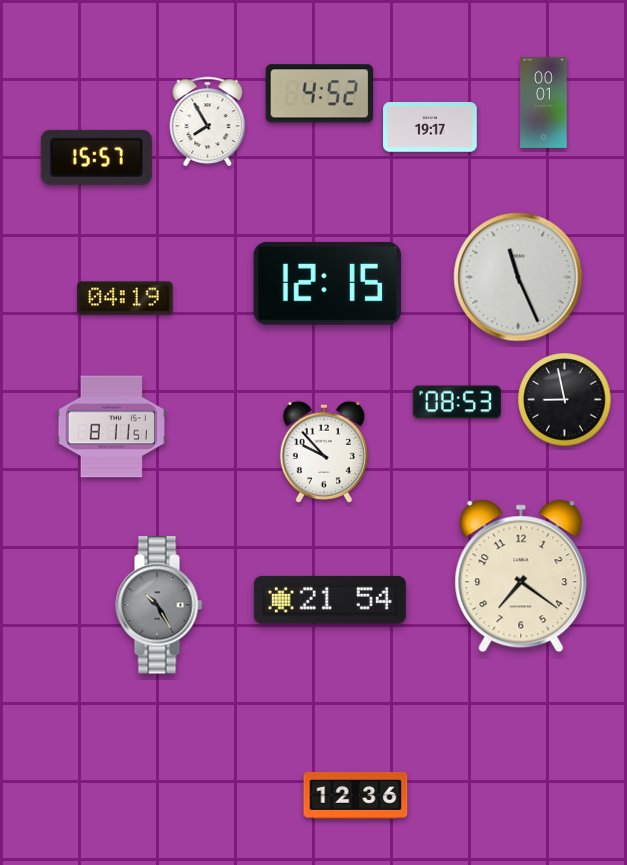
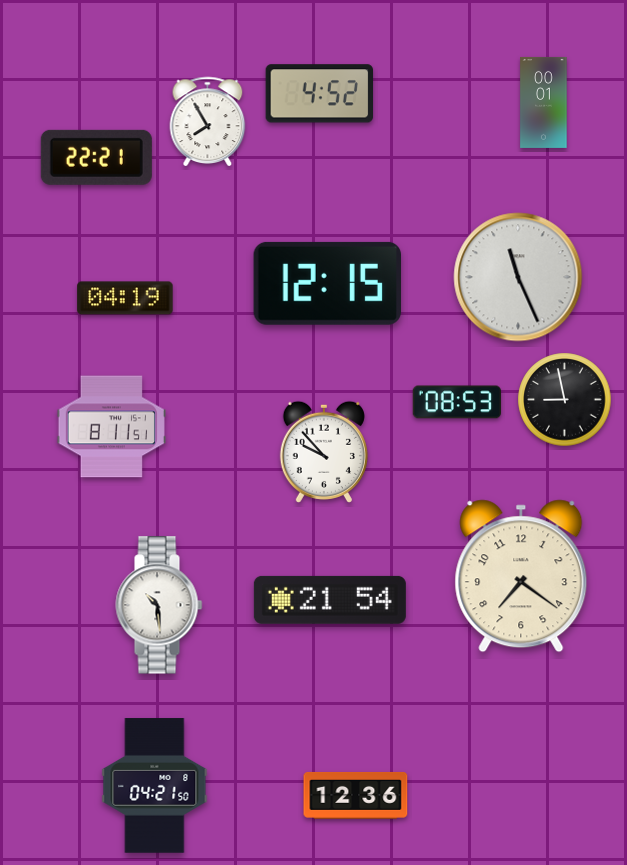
clock at (430, 128): 19:17 -> none
clock at (96, 157): 15:57 -> 22:21
clock at (159, 605): 10:25 -> 10:29
clock at (159, 605) dial: grey -> white
clock at (155, 786): none -> 04:21
